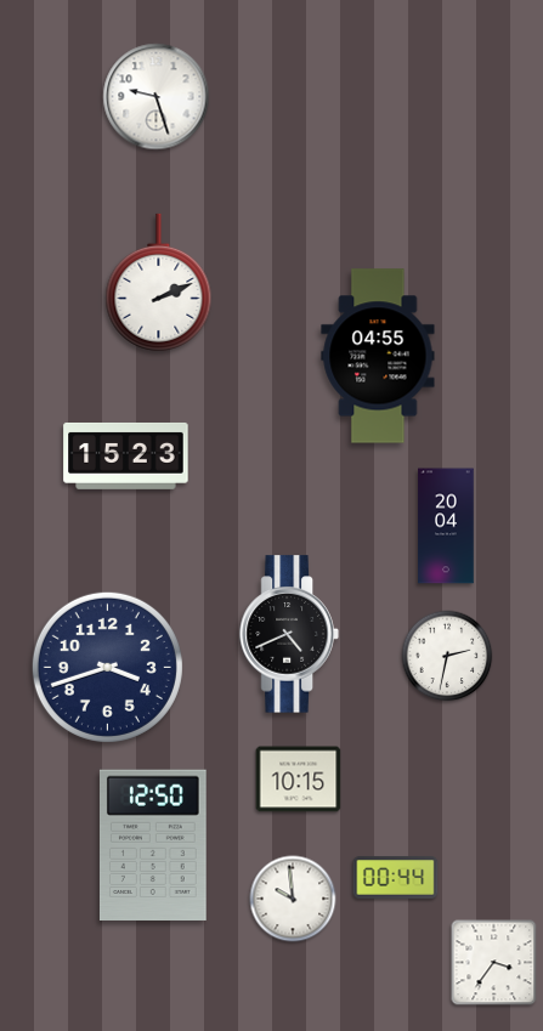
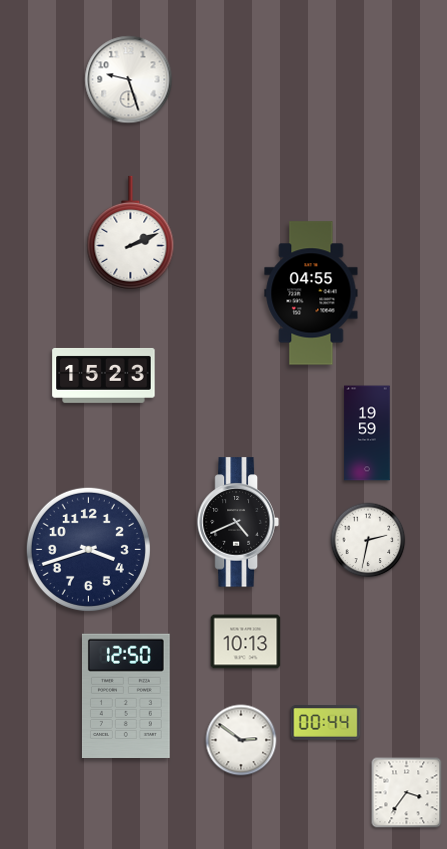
clock at (446, 526): 20:04 -> 19:59
clock at (299, 780): 10:15 -> 10:13
clock at (293, 899): 9:59 -> 2:51
